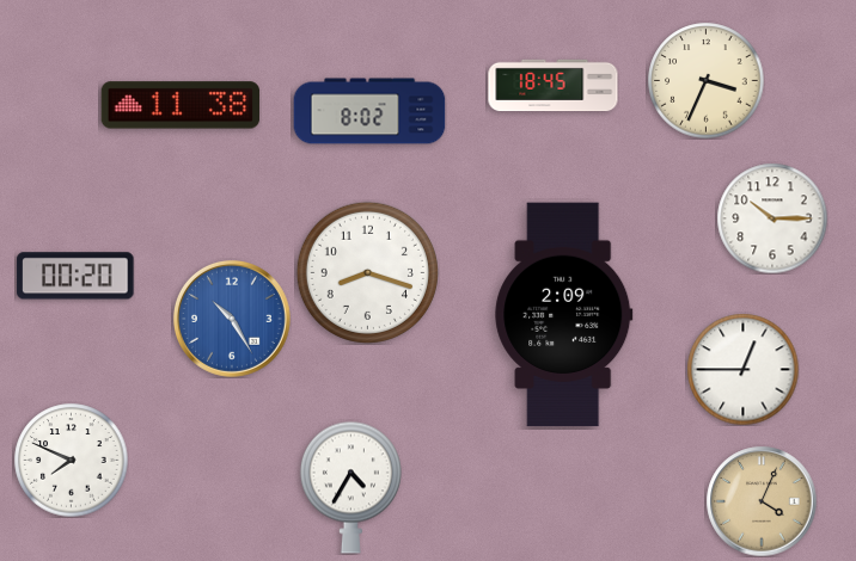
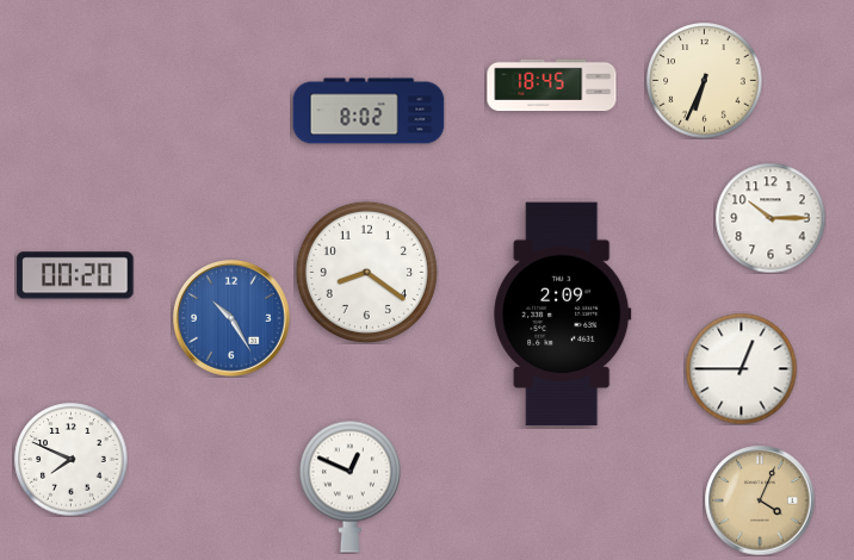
clock at (707, 81): 3:34 -> 6:34
clock at (181, 105): 11:38 -> none
clock at (367, 272): 8:18 -> 8:21
clock at (350, 487): 4:35 -> 12:49
